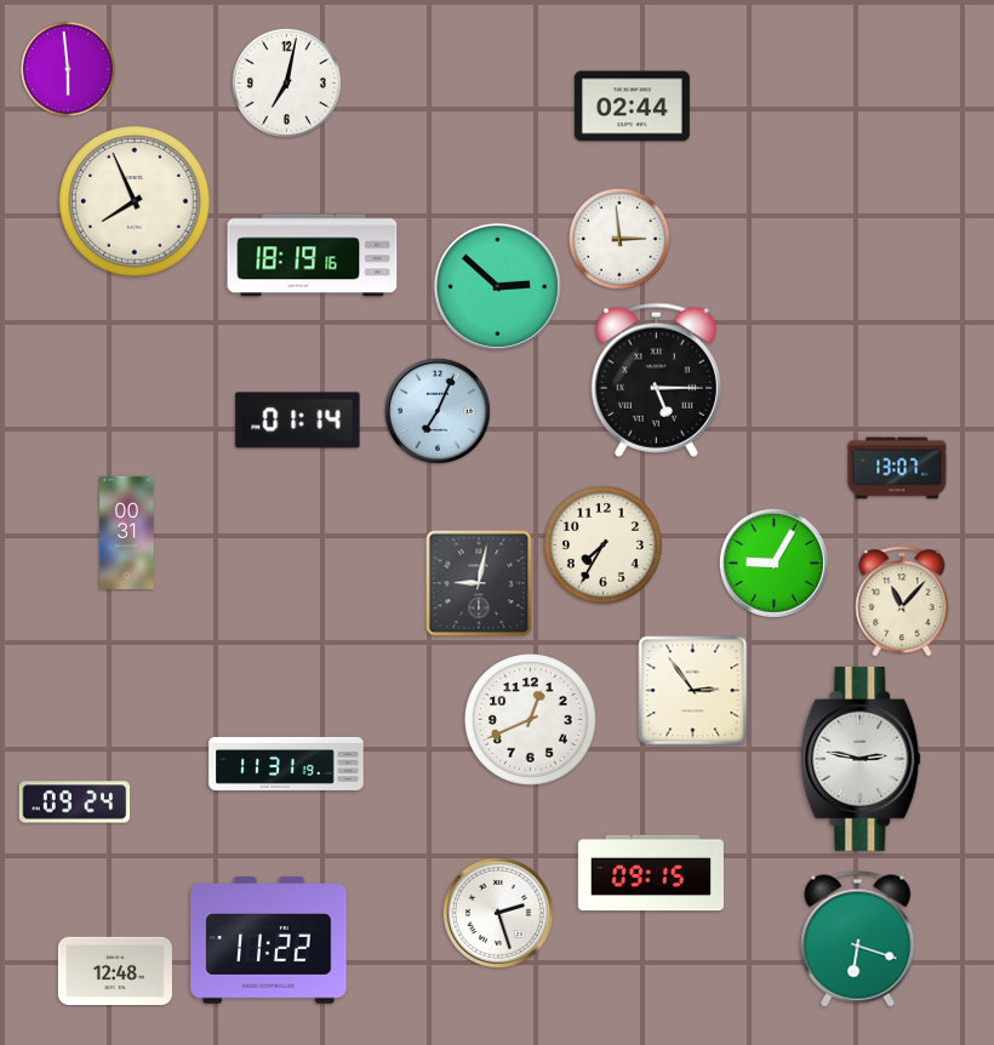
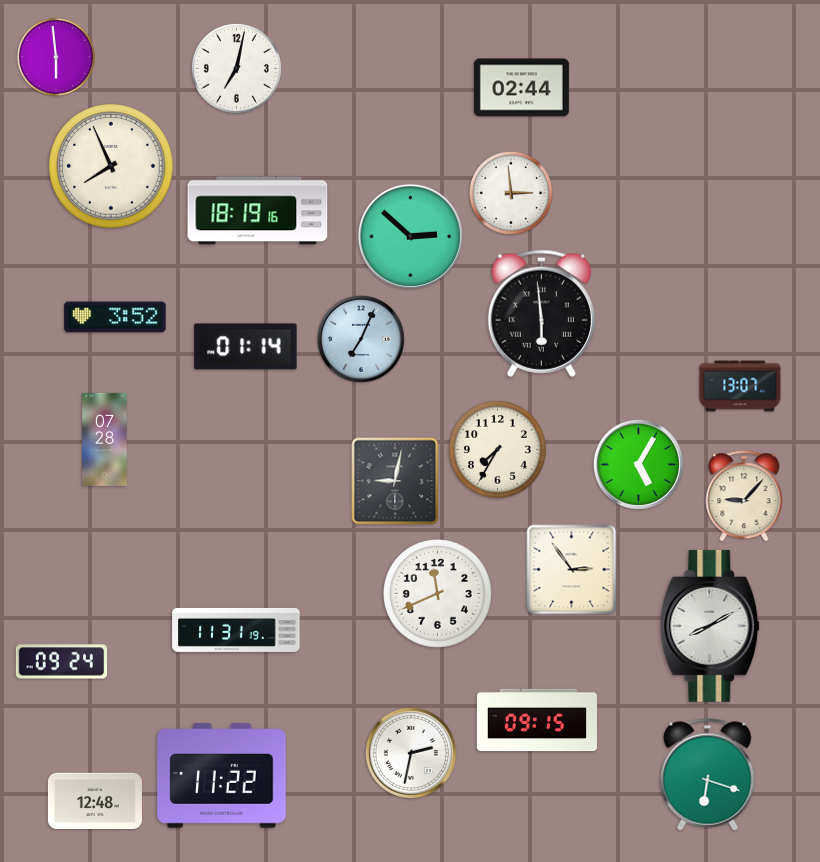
clock at (619, 239) position: (619, 239) -> (511, 193)
clock at (656, 379): 5:15 -> 5:59
clock at (115, 317): none -> 3:52
clock at (127, 532): 00:31 -> 07:28
clock at (773, 563): 9:05 -> 5:05
clock at (902, 601): 11:07 -> 9:07
clock at (531, 720): 12:41 -> 11:41
clock at (861, 759): 2:47 -> 8:10
clock at (498, 913): 2:27 -> 2:32
